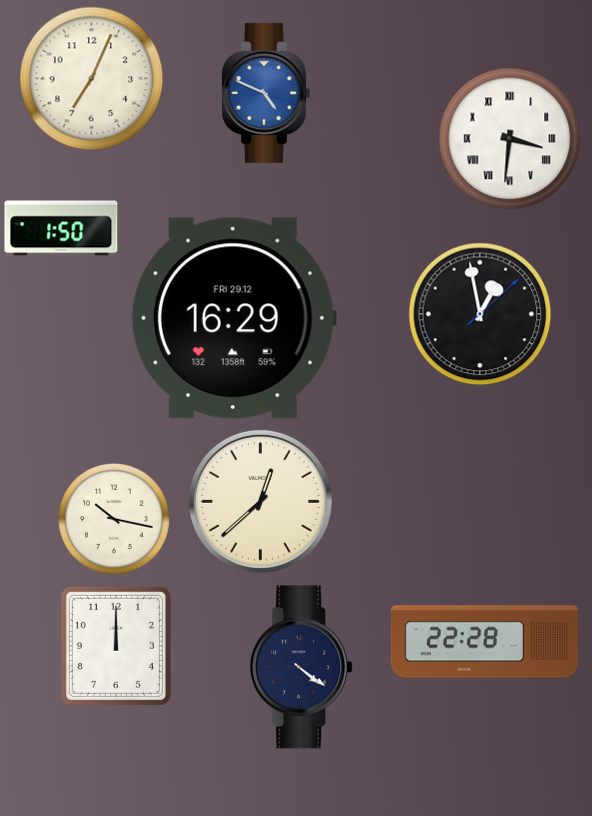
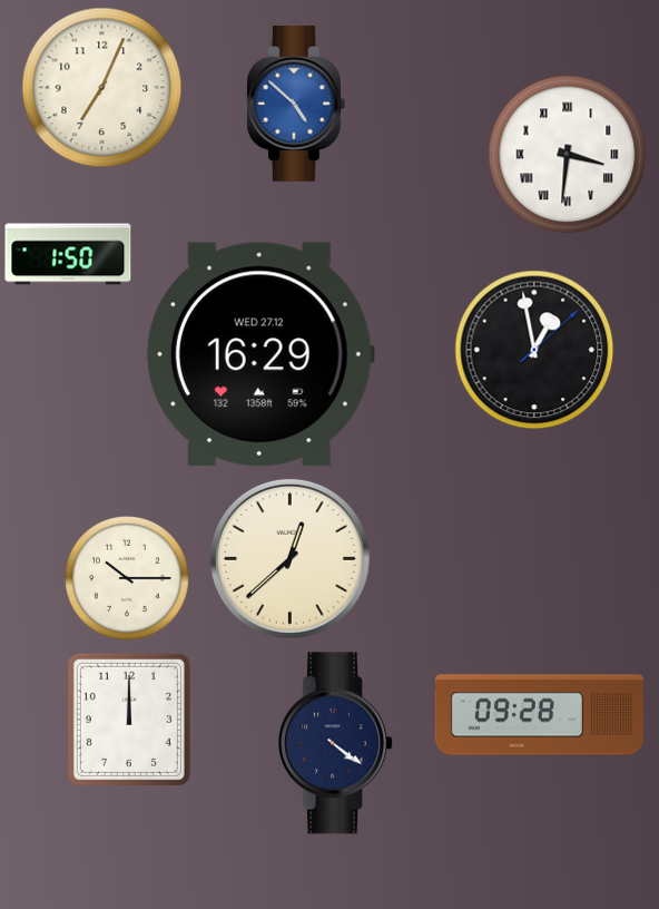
clock at (266, 93): 4:49 -> 4:52
clock at (234, 318) date: FRI 29.12 -> WED 27.12
clock at (114, 519): 10:17 -> 10:15
clock at (484, 642): 22:28 -> 09:28
